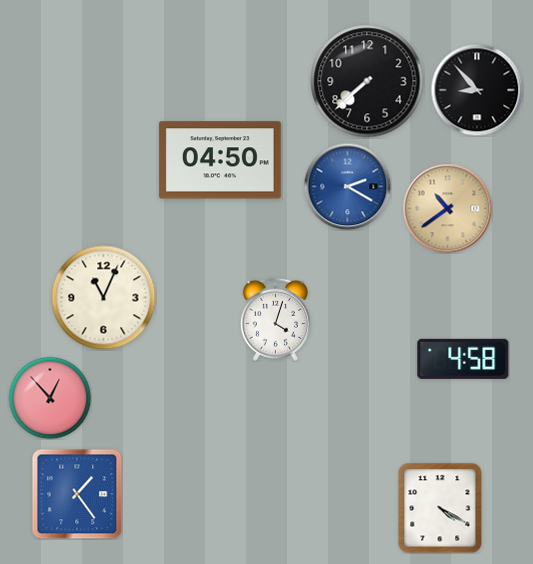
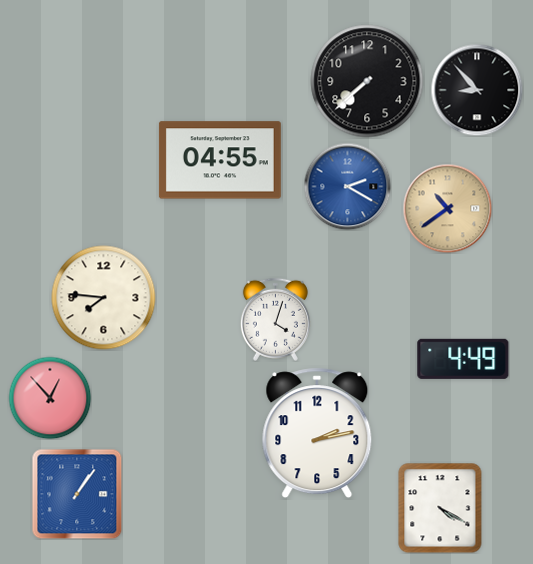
clock at (220, 160): 04:50 -> 04:55
clock at (104, 298): 11:04 -> 7:46
clock at (463, 359): 4:58 -> 4:49
clock at (317, 433): none -> 2:13
clock at (77, 494): 1:24 -> 1:06
